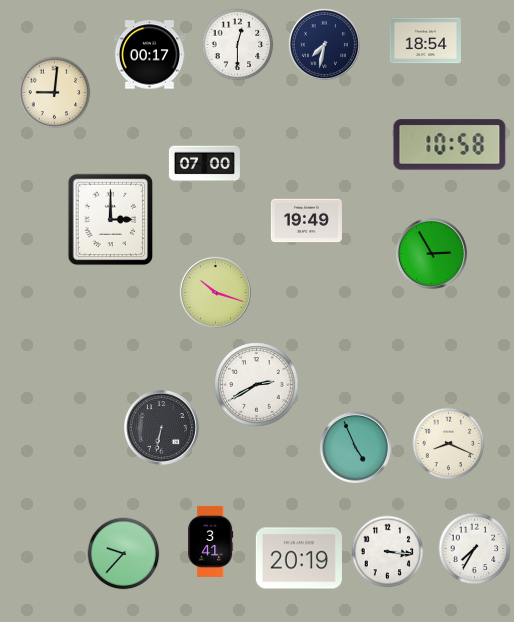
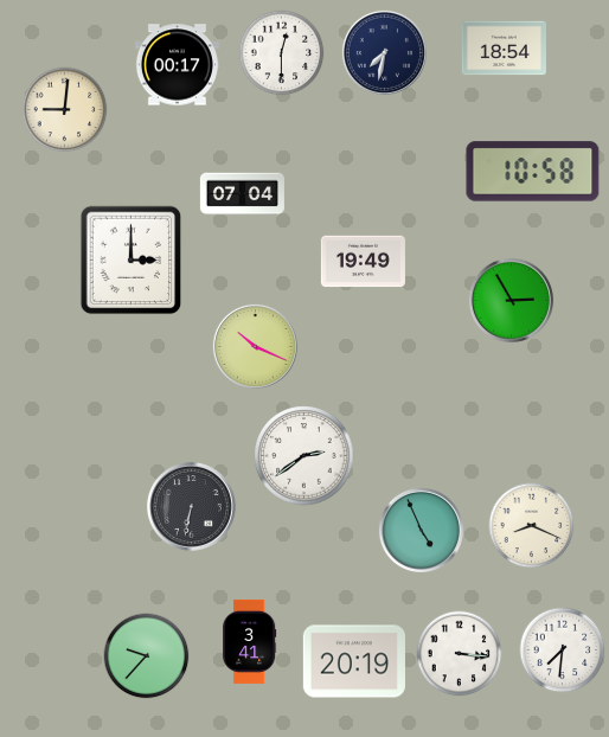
clock at (204, 164): 07:00 -> 07:04
clock at (215, 292): 10:18 -> 10:19
clock at (257, 385): 2:40 -> 2:39
clock at (475, 549): 7:35 -> 7:31
